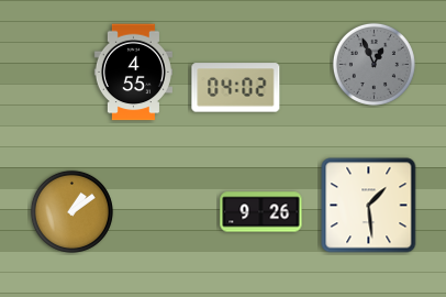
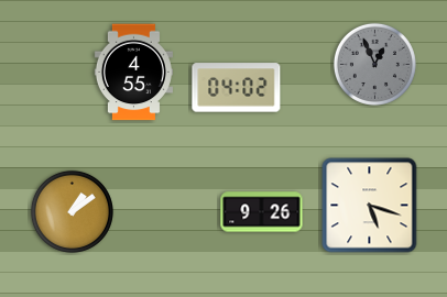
clock at (369, 206): 1:29 -> 5:18
